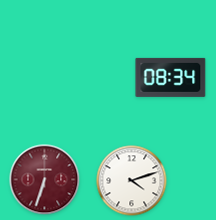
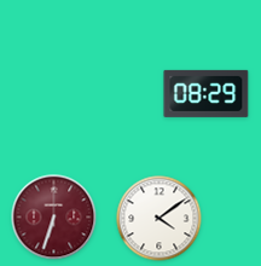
clock at (171, 77): 08:34 -> 08:29
clock at (132, 181): 4:12 -> 4:09
